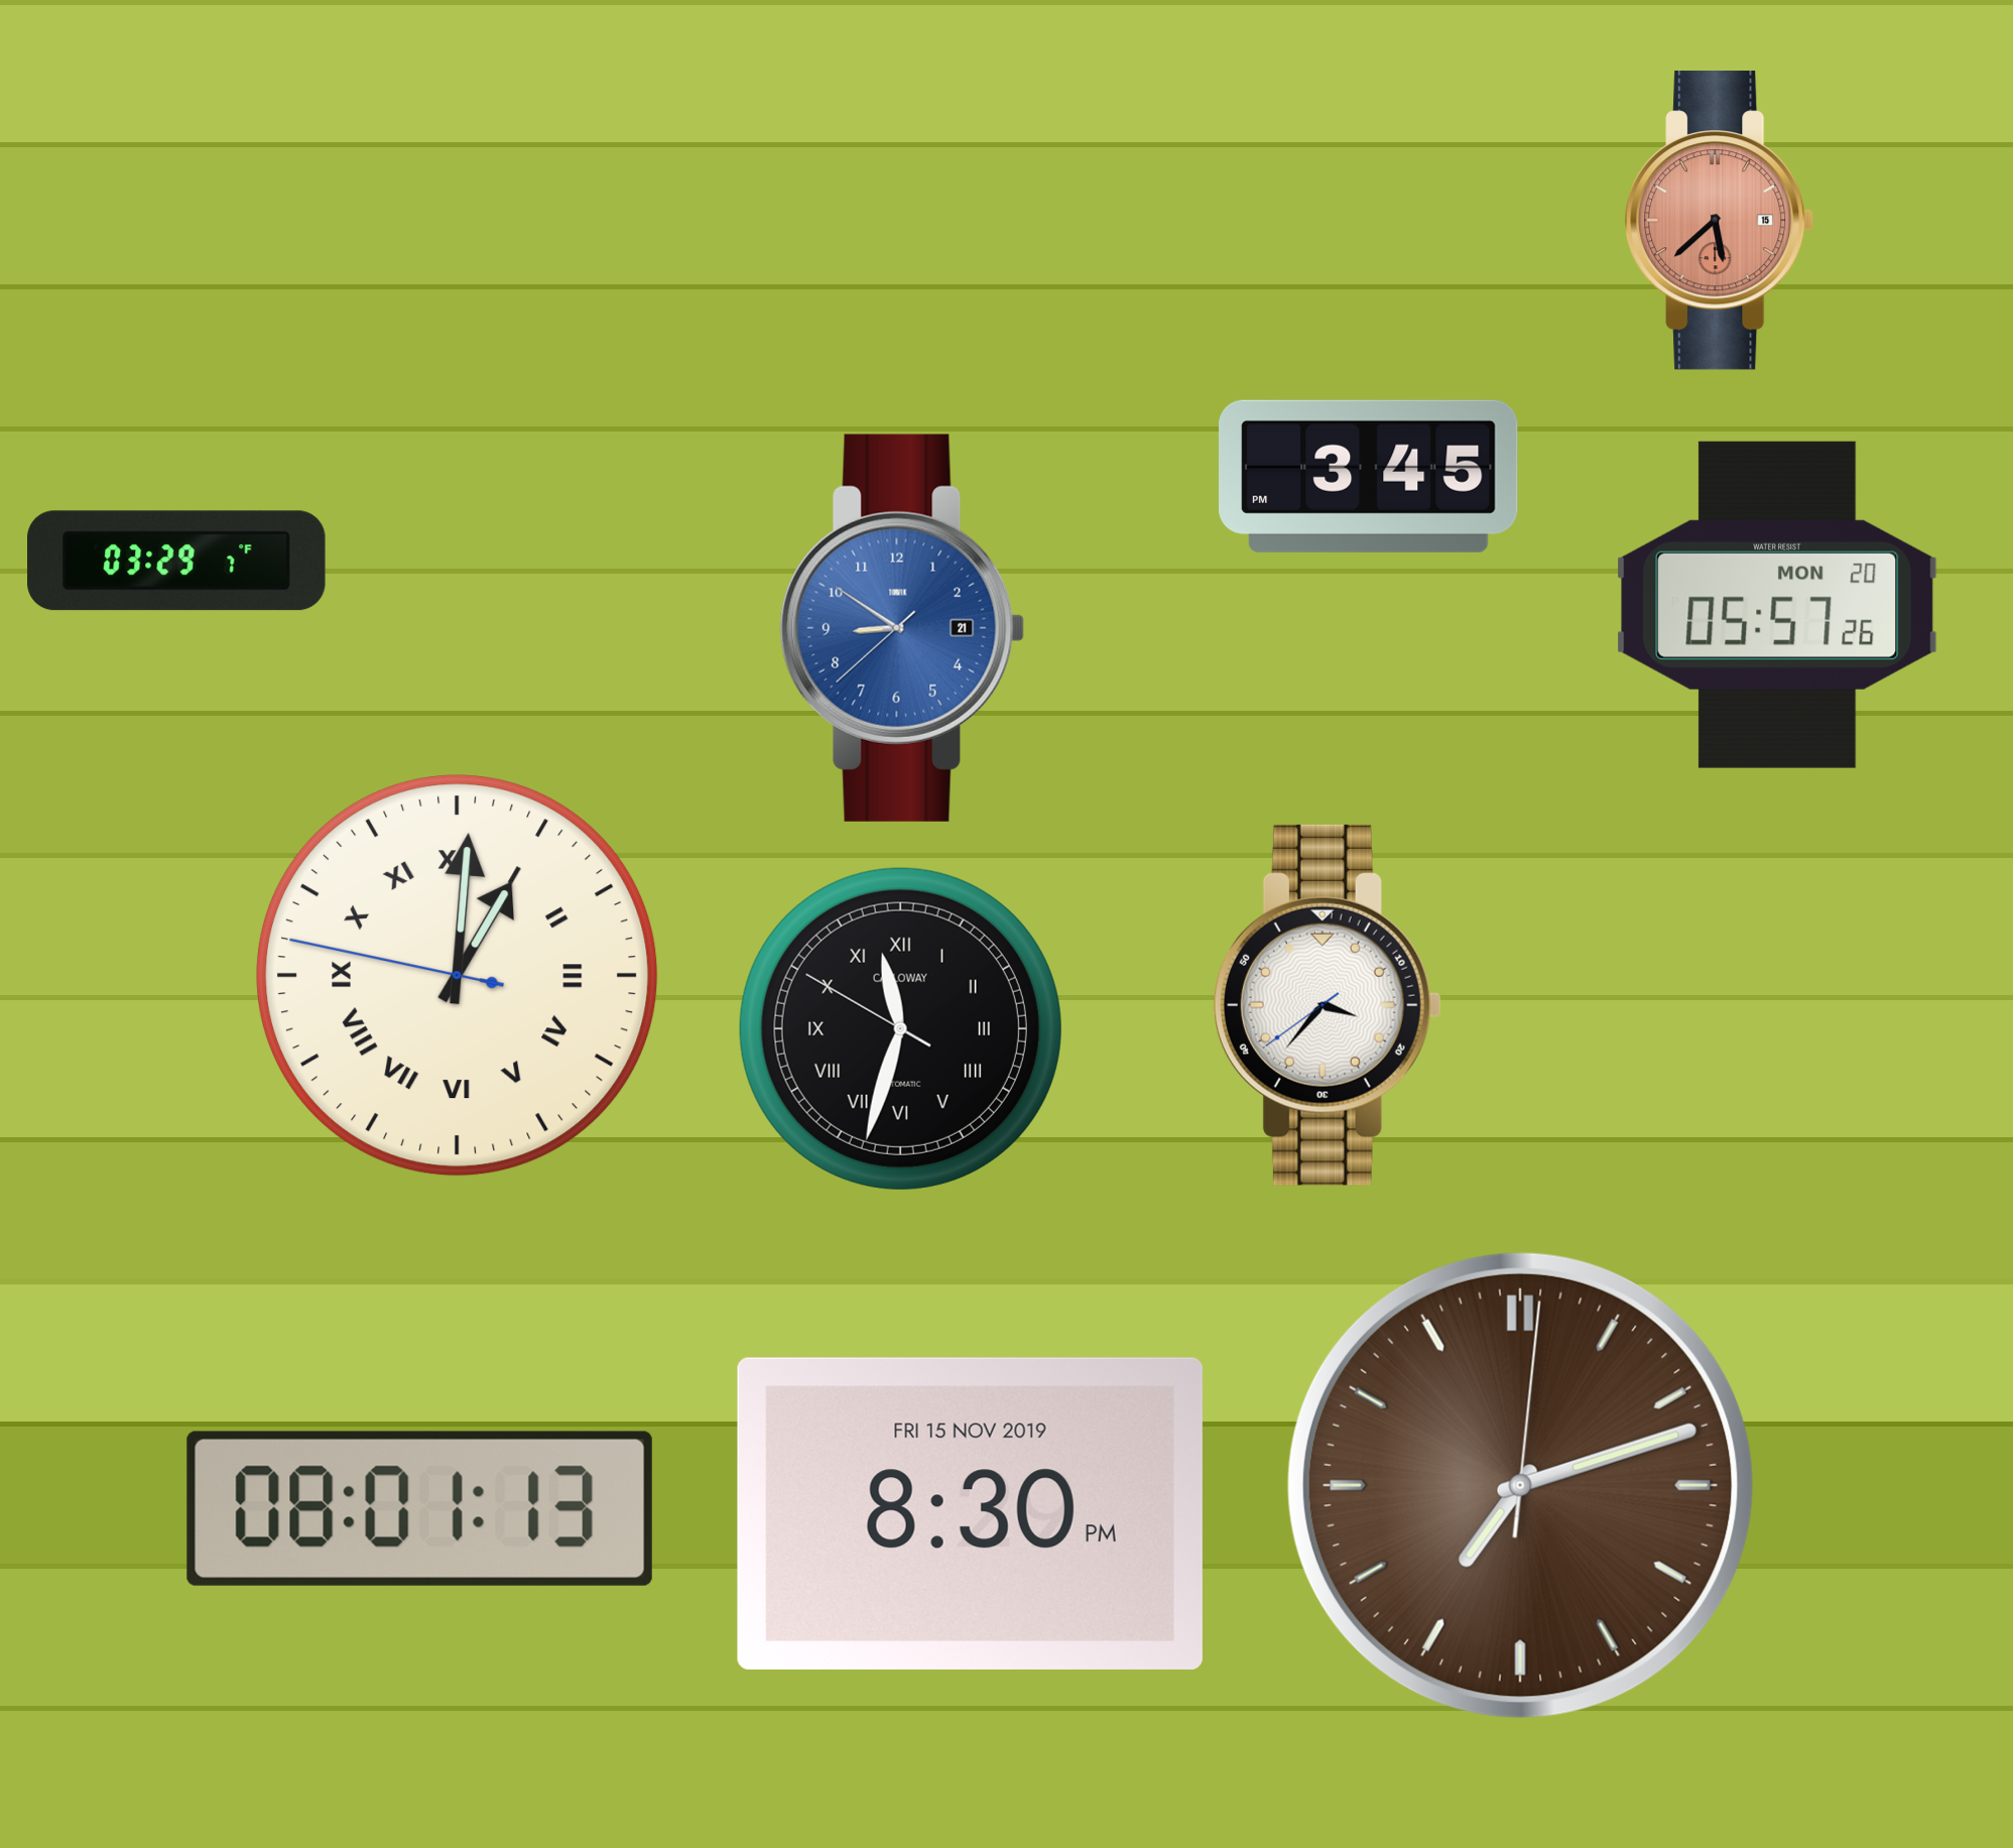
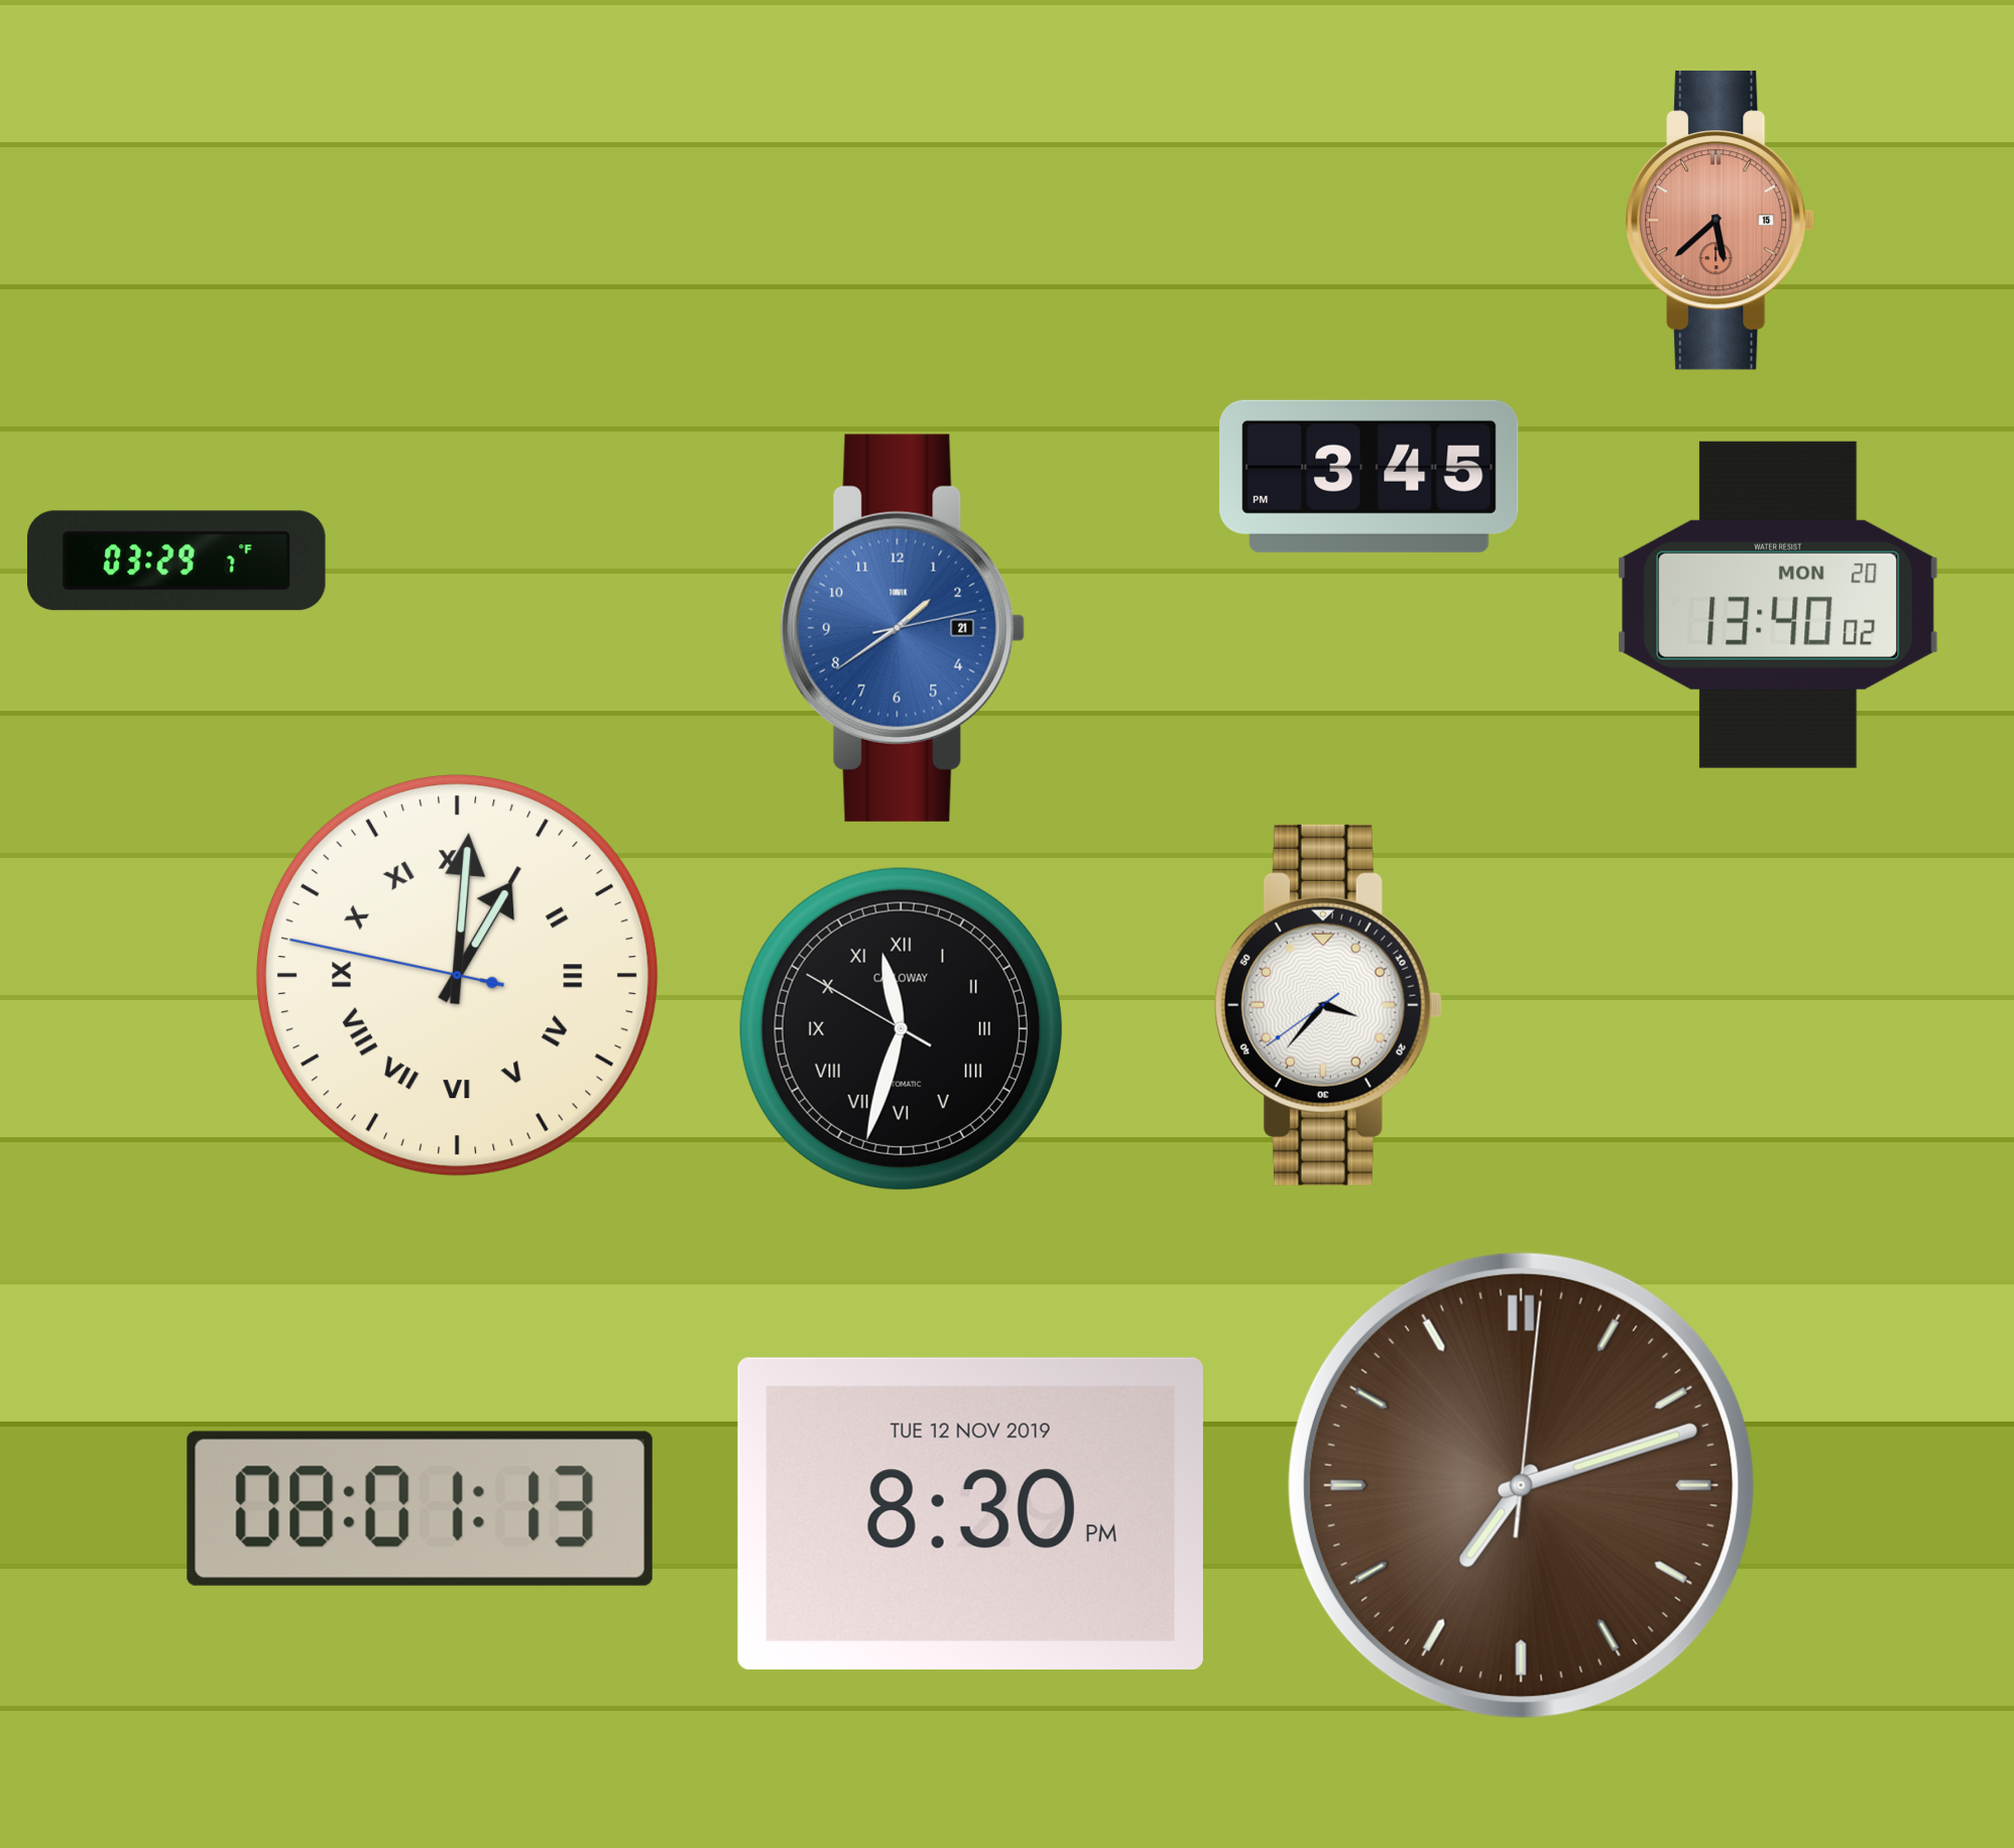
clock at (1777, 605): 05:57 -> 13:40
clock at (902, 628): 8:50 -> 1:39
clock at (970, 1513) date: FRI 15 NOV 2019 -> TUE 12 NOV 2019
